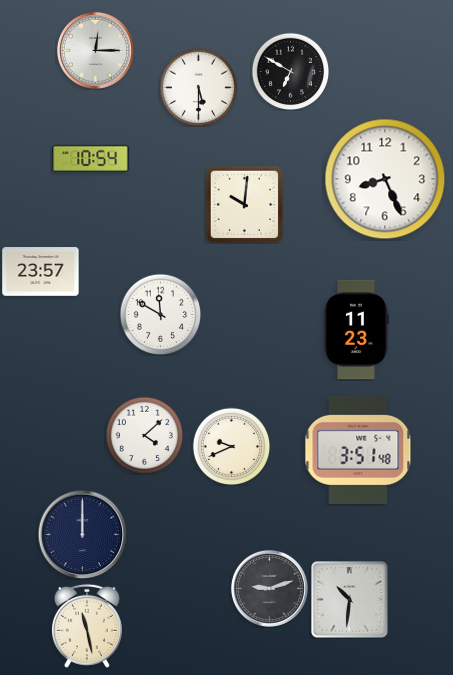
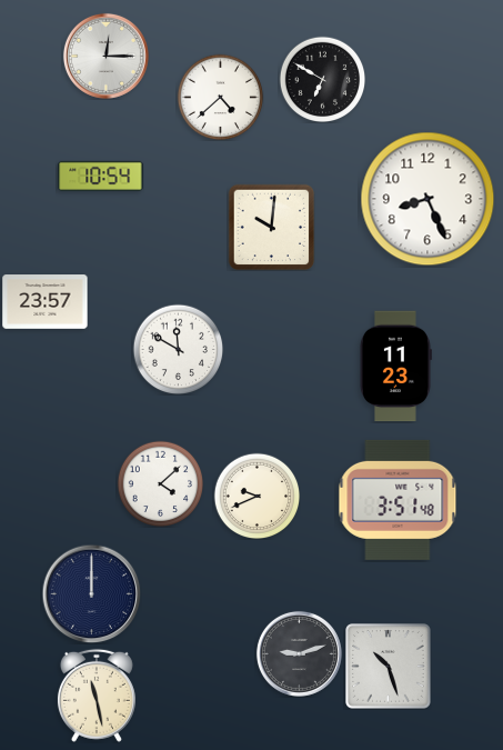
clock at (198, 87): 5:30 -> 4:38
clock at (350, 600): 10:31 -> 10:27
